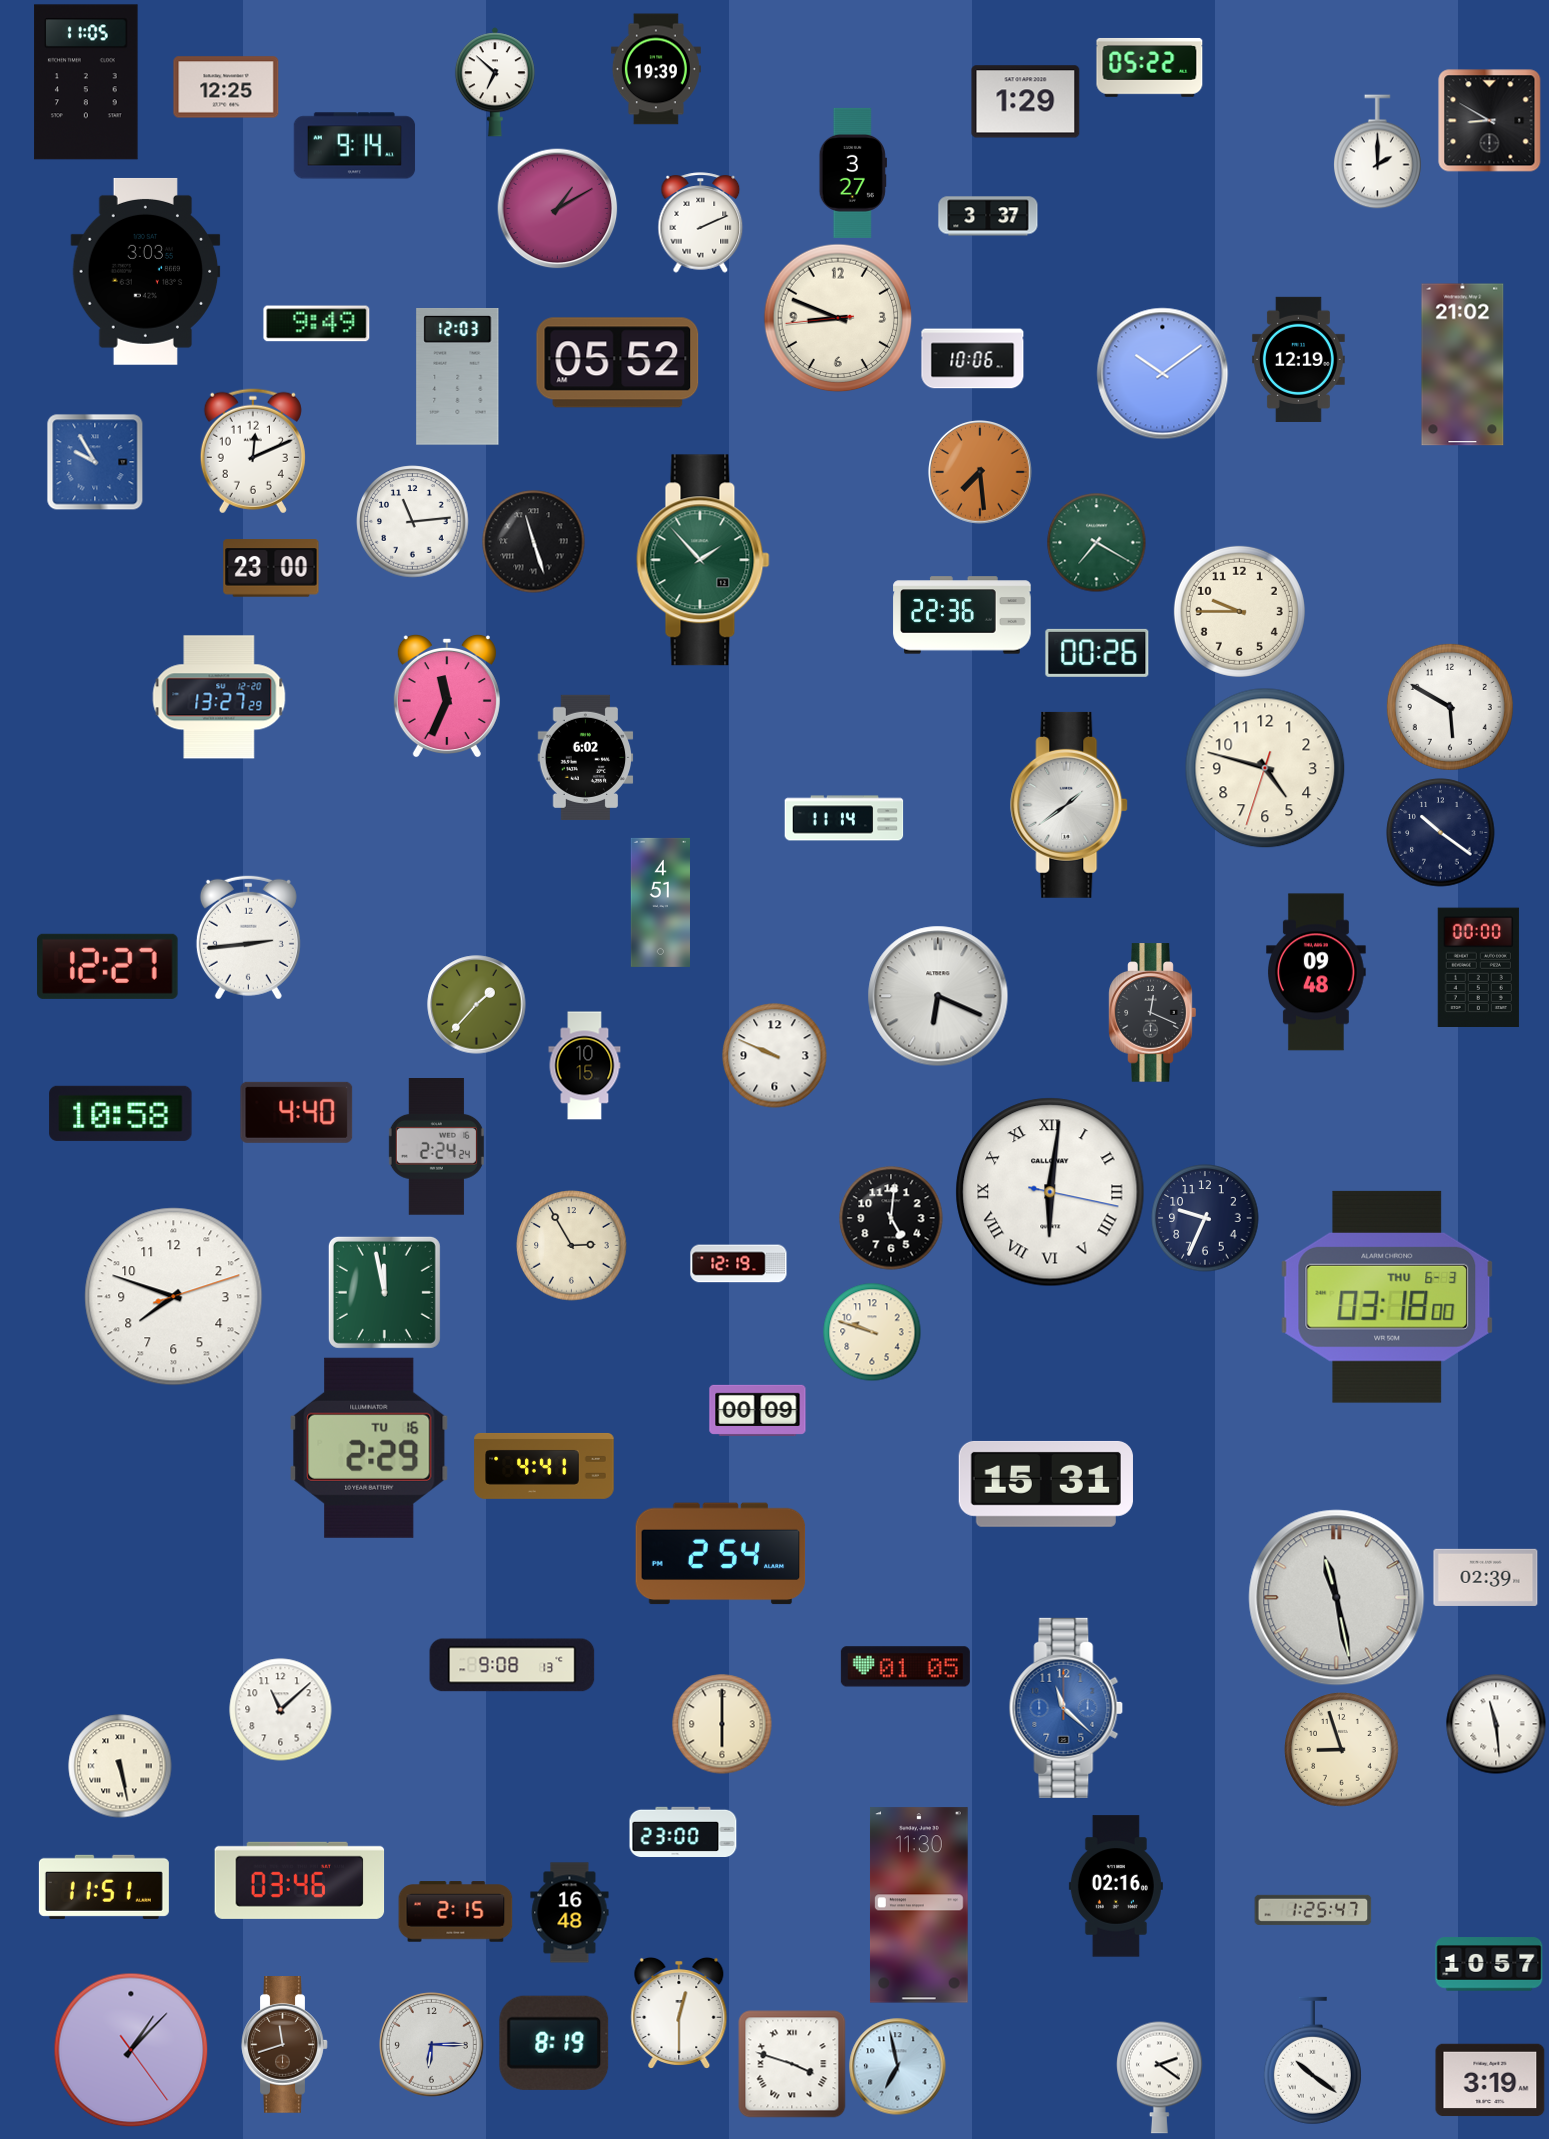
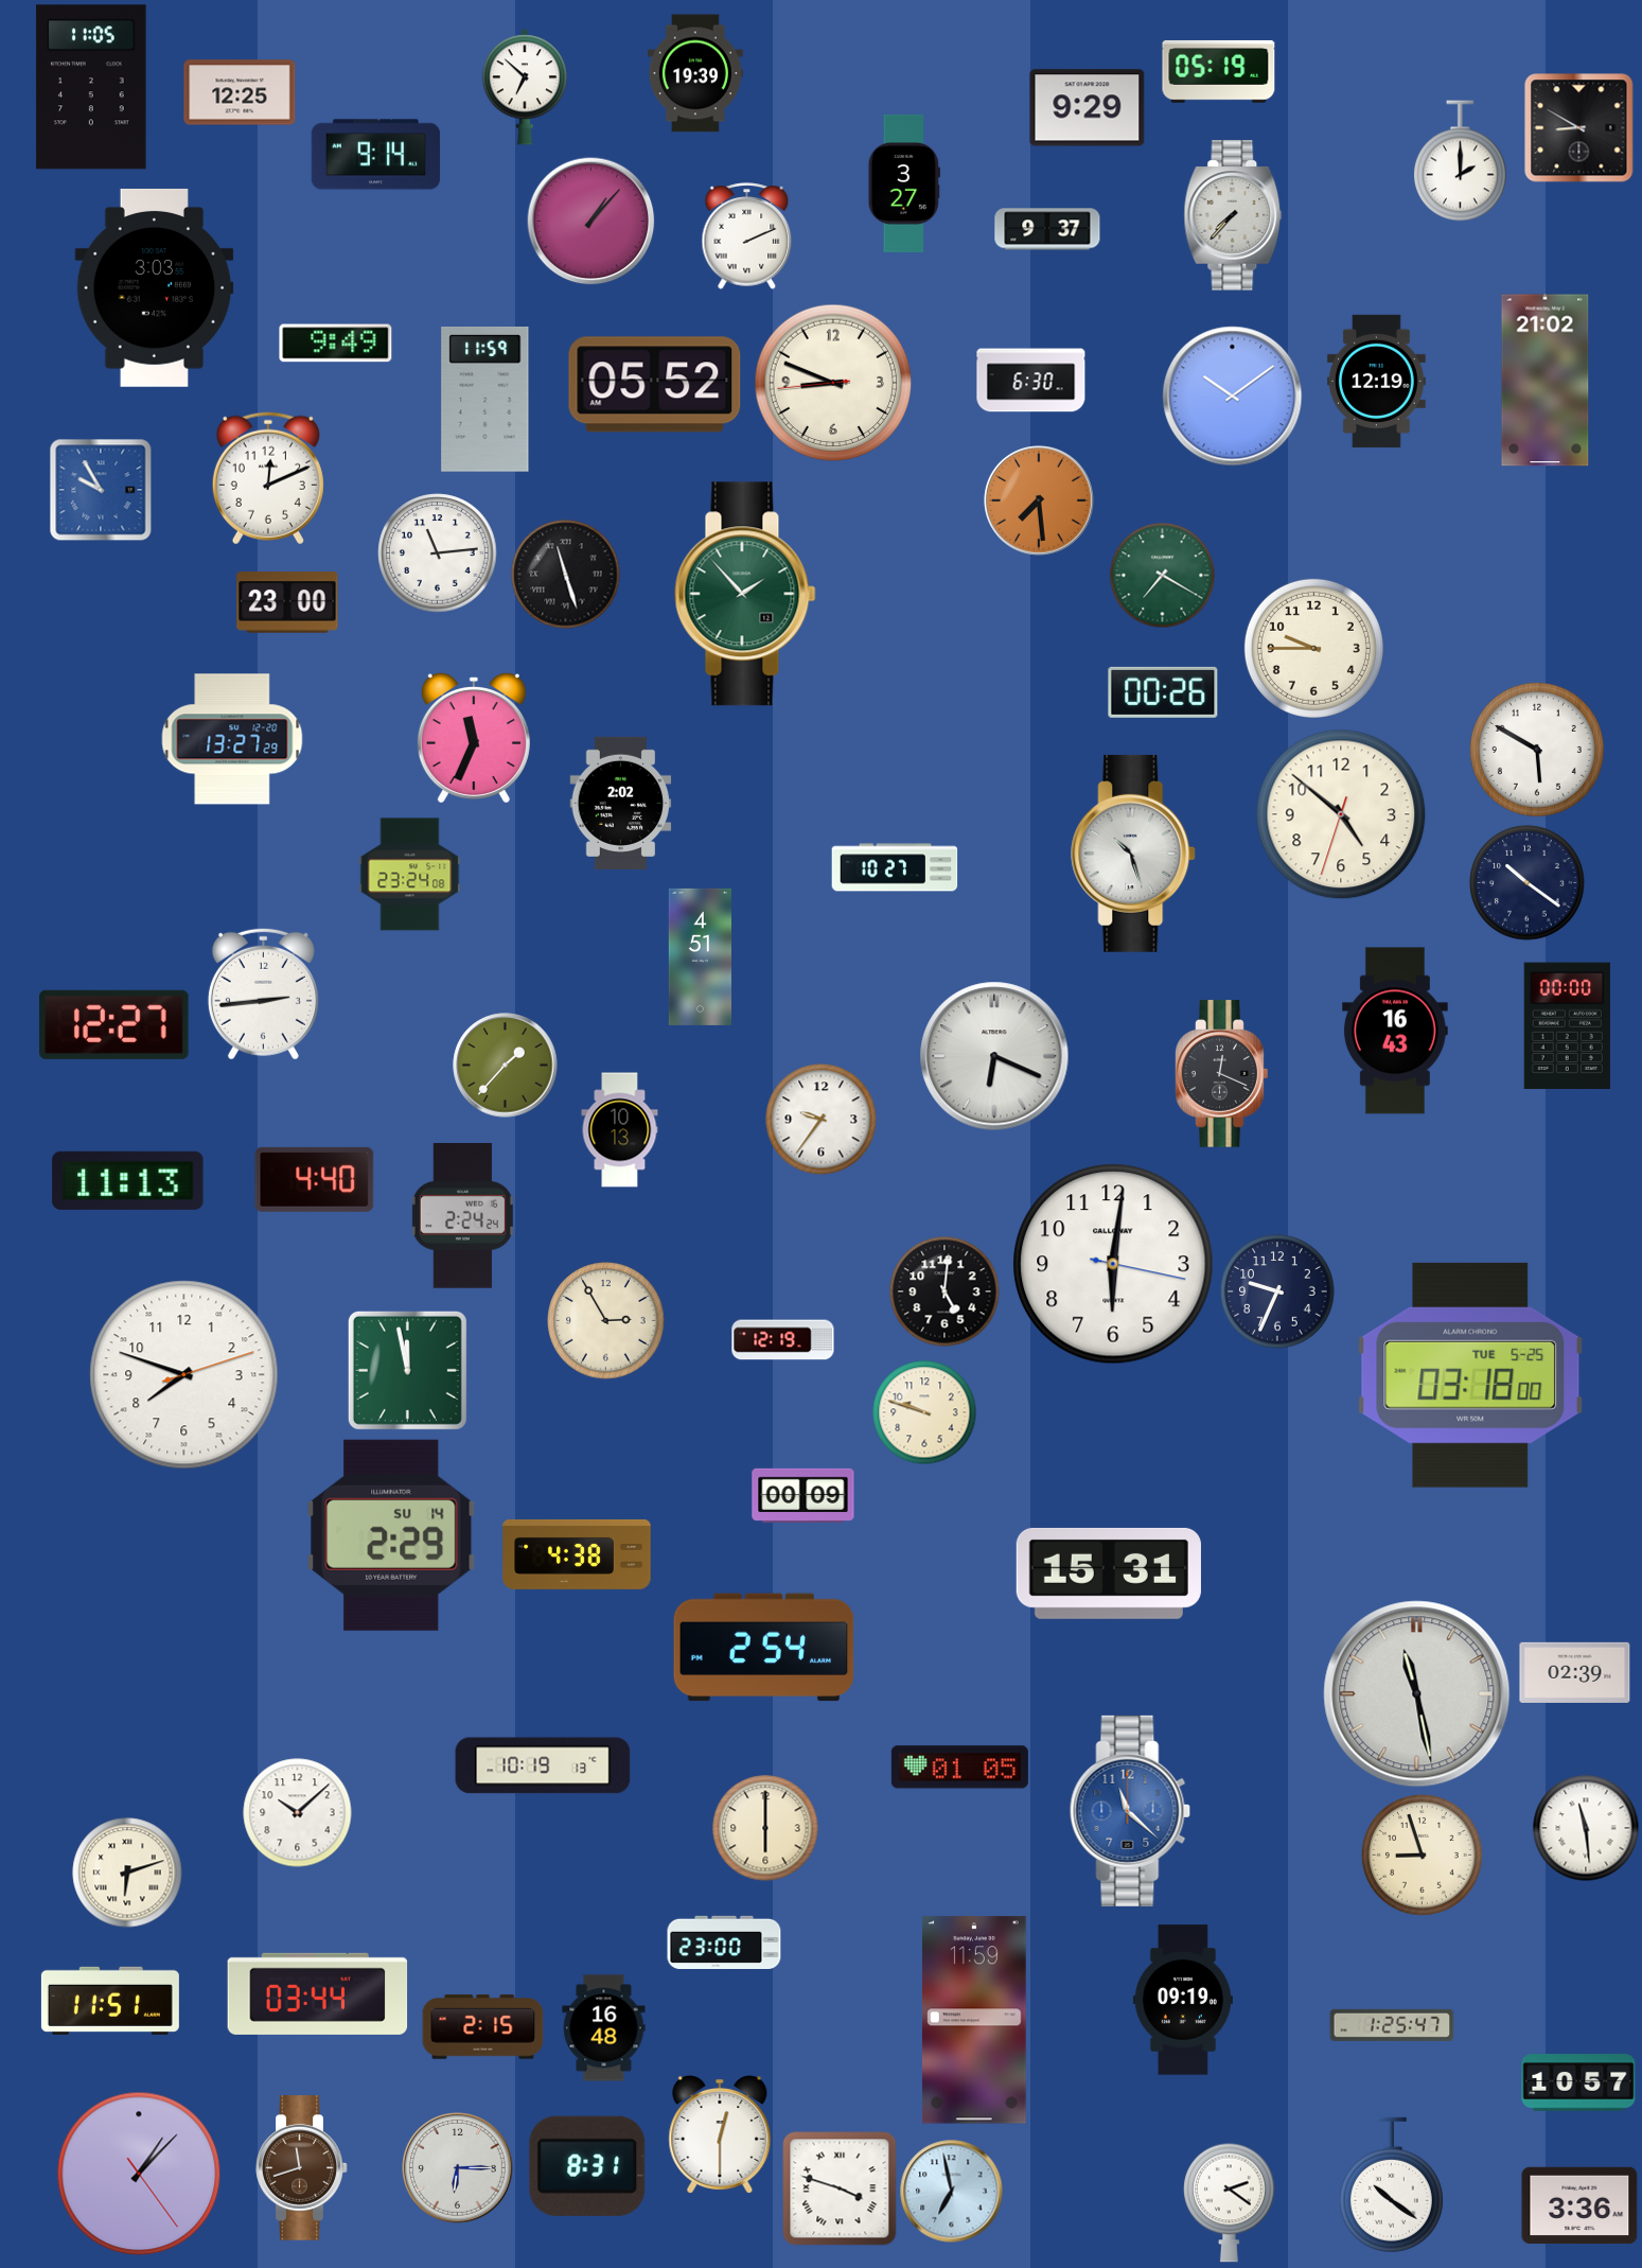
clock at (1150, 67): 05:22 -> 05:19
clock at (1026, 102): 1:29 -> 9:29
clock at (1233, 215): none -> 7:37
clock at (558, 209): 1:10 -> 1:07
clock at (988, 216): 3:37 -> 9:37
clock at (701, 223) position: (701, 223) -> (747, 236)
clock at (838, 318) position: (838, 318) -> (833, 383)
clock at (973, 359): 10:06 -> 6:30
clock at (1463, 365) position: (1463, 365) -> (1546, 381)
clock at (458, 377): 12:03 -> 11:59
clock at (962, 615): 22:36 -> none
clock at (586, 757): 6:02 -> 2:02
clock at (1265, 768): 4:47 -> 4:51
clock at (1070, 805): 1:39 -> 10:27
clock at (844, 818): 11:14 -> 10:27
clock at (410, 875): none -> 23:24
clock at (1317, 972): 09:48 -> 16:43
clock at (775, 1056): 9:49 -> 9:36
clock at (585, 1066): 10:15 -> 10:13
clock at (121, 1113): 10:58 -> 11:13
clock at (1050, 1192) numerals: Roman -> Arabic
clock at (1387, 1297) date: THU 6-3 -> TUE 5-25
clock at (369, 1448) date: TU 16 -> SU 14
clock at (544, 1466): 4:41 -> 4:38
clock at (512, 1665): 9:08 -> 10:19
clock at (281, 1710): 11:08 -> 10:08
clock at (120, 1766): 5:28 -> 6:12
clock at (300, 1880): 03:46 -> 03:44
clock at (1116, 1886): 02:16 -> 09:19
clock at (919, 1905): 11:30 -> 11:59
clock at (554, 2043): 8:19 -> 8:31
clock at (1490, 2080): 3:19 -> 3:36
